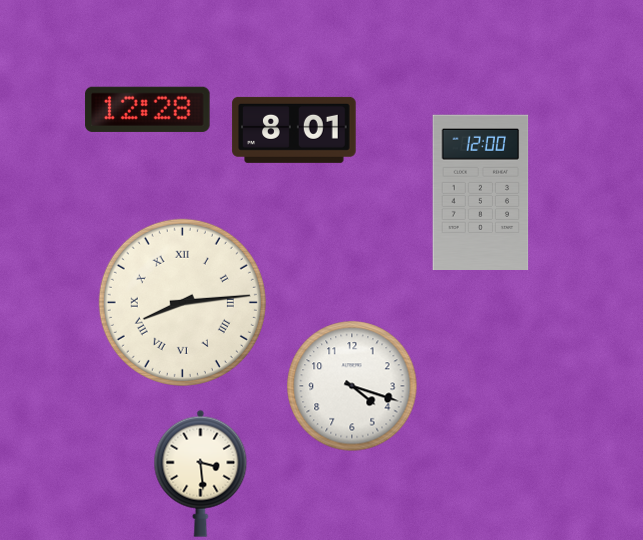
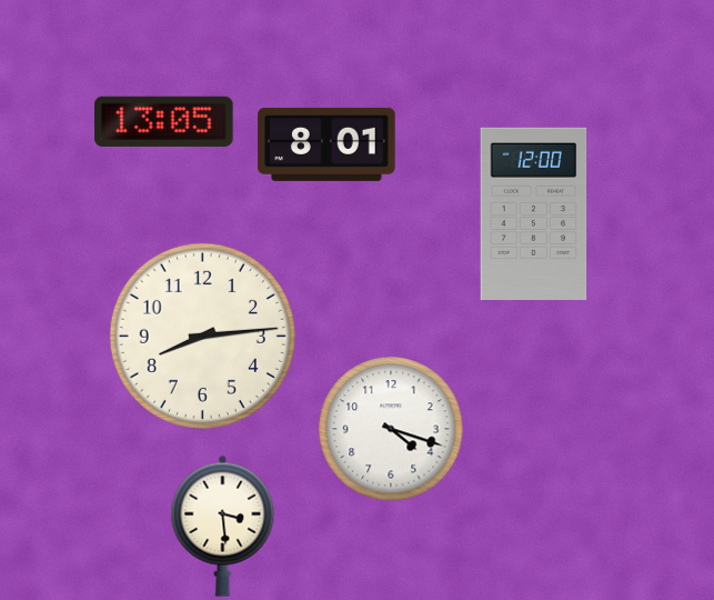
clock at (148, 109): 12:28 -> 13:05
clock at (182, 302) numerals: Roman -> Arabic
